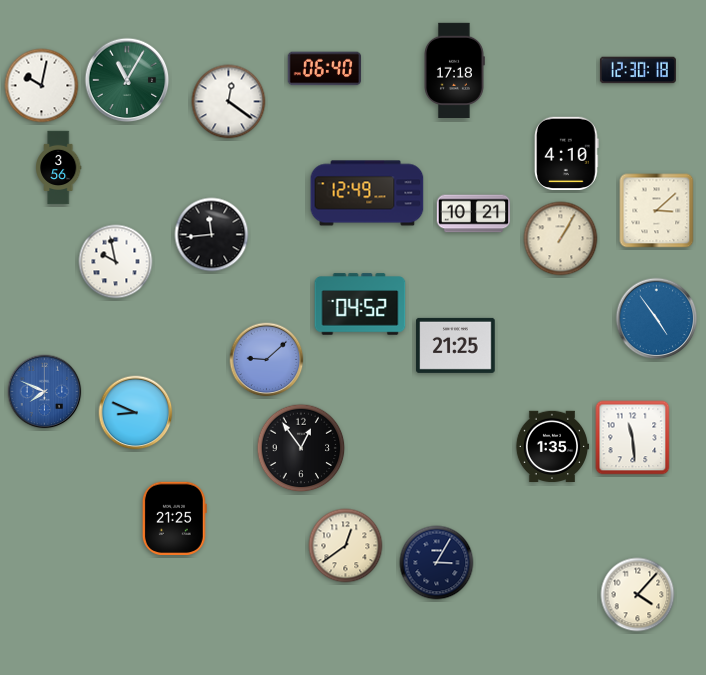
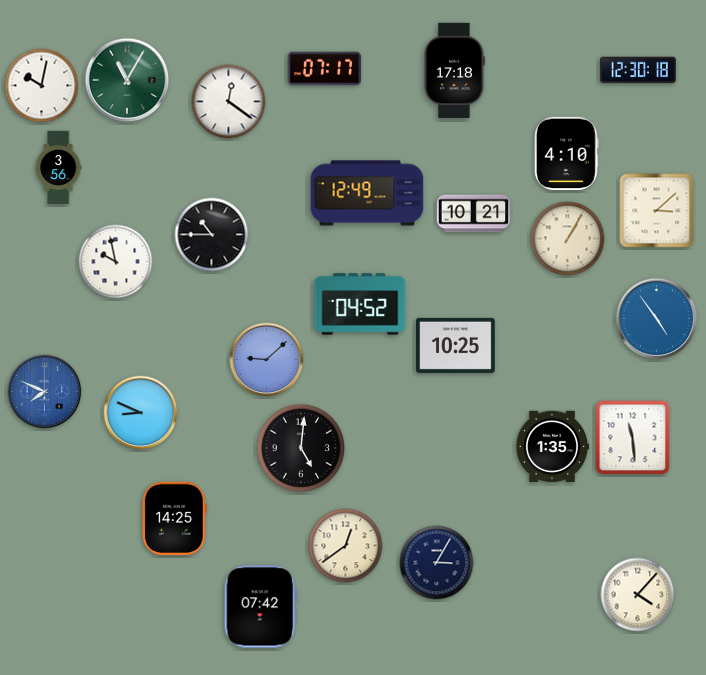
clock at (325, 69): 06:40 -> 07:17
clock at (212, 235): 11:44 -> 10:45
clock at (561, 239) position: (561, 239) -> (568, 239)
clock at (456, 345): 21:25 -> 10:25
clock at (136, 413) position: (136, 413) -> (141, 413)
clock at (301, 448): 12:54 -> 5:01
clock at (174, 518): 21:25 -> 14:25
clock at (260, 607): none -> 07:42
